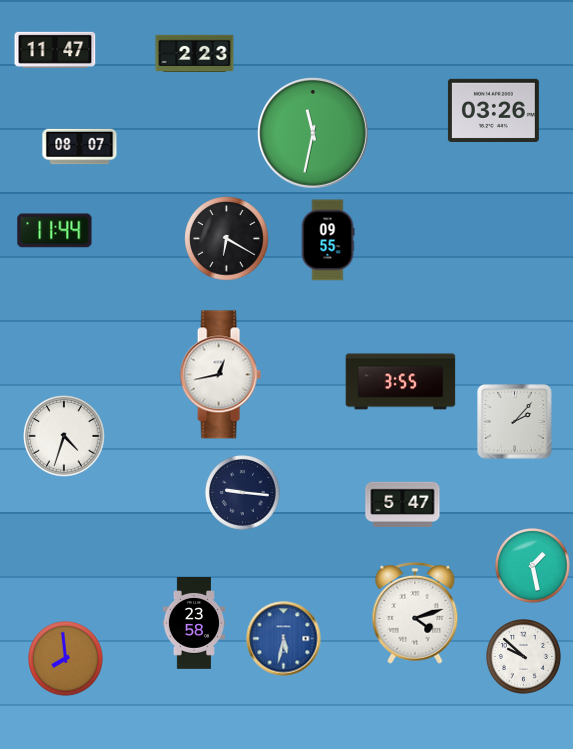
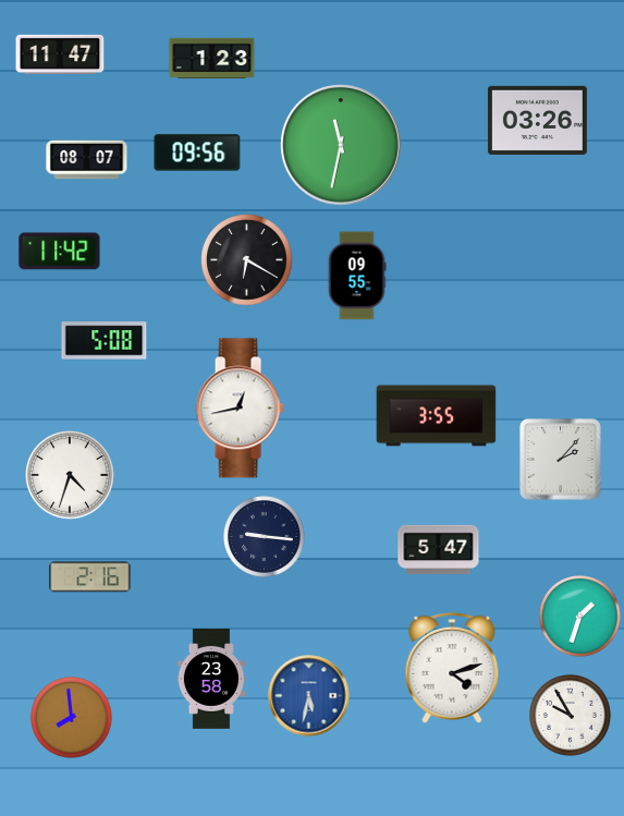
clock at (195, 54): 2:23 -> 1:23
clock at (197, 153): none -> 09:56
clock at (55, 231): 11:44 -> 11:42
clock at (328, 240) position: (328, 240) -> (357, 276)
clock at (105, 341): none -> 5:08
clock at (90, 577): none -> 2:16
clock at (533, 566): 1:28 -> 1:33
clock at (524, 657): 9:52 -> 9:55
